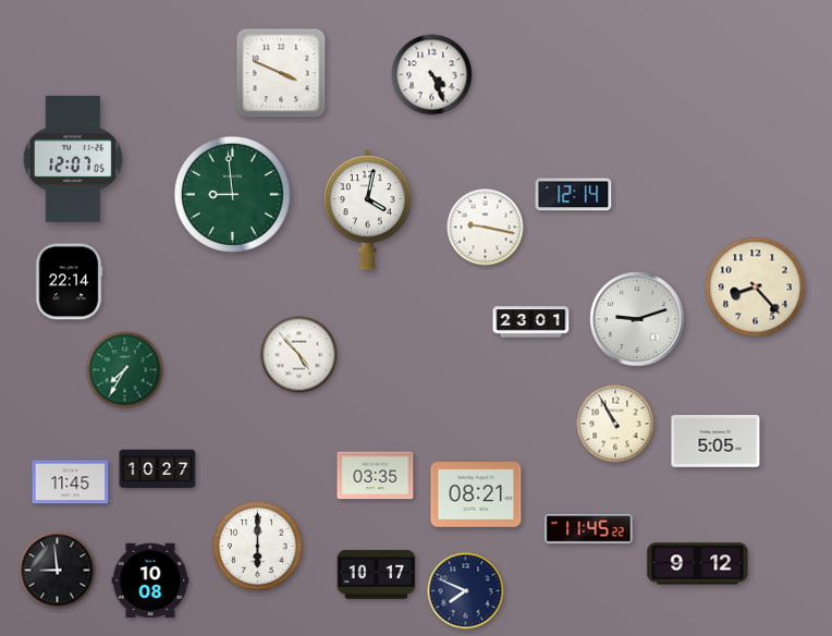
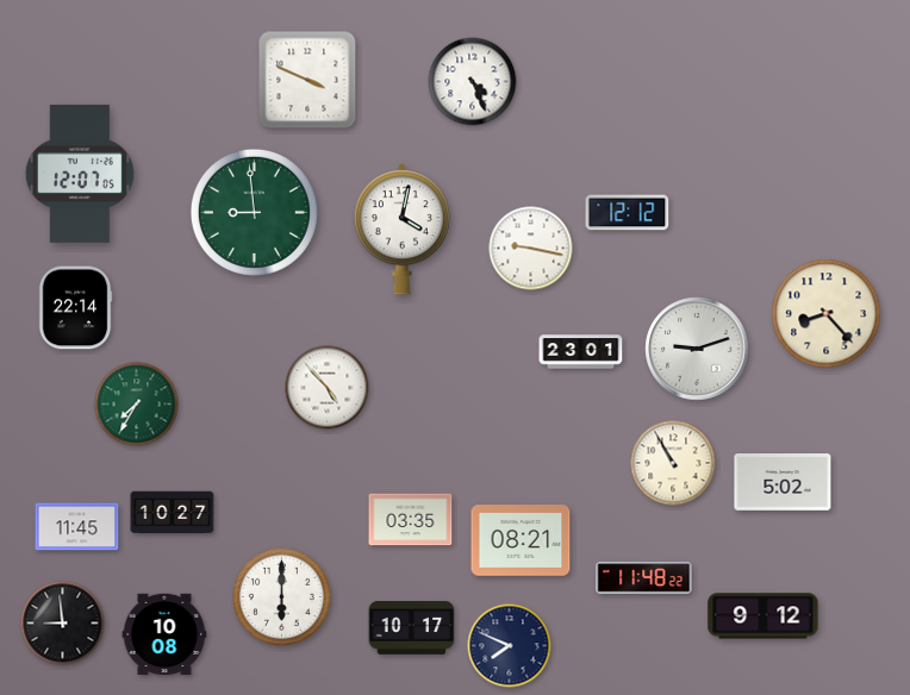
clock at (574, 195): 12:14 -> 12:12
clock at (715, 441): 5:05 -> 5:02
clock at (589, 529): 11:45 -> 11:48
